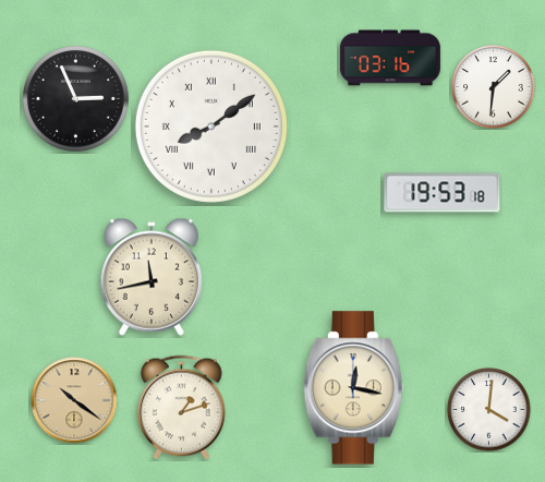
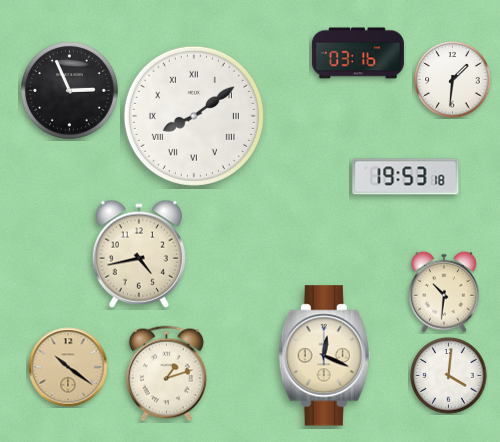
clock at (152, 277): 11:43 -> 4:43
clock at (444, 292): none -> 10:31
clock at (353, 388): 12:17 -> 12:19
